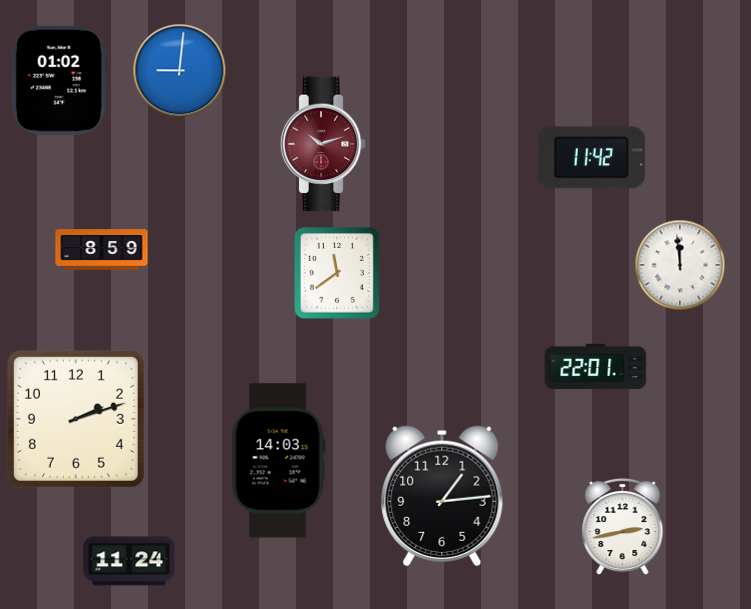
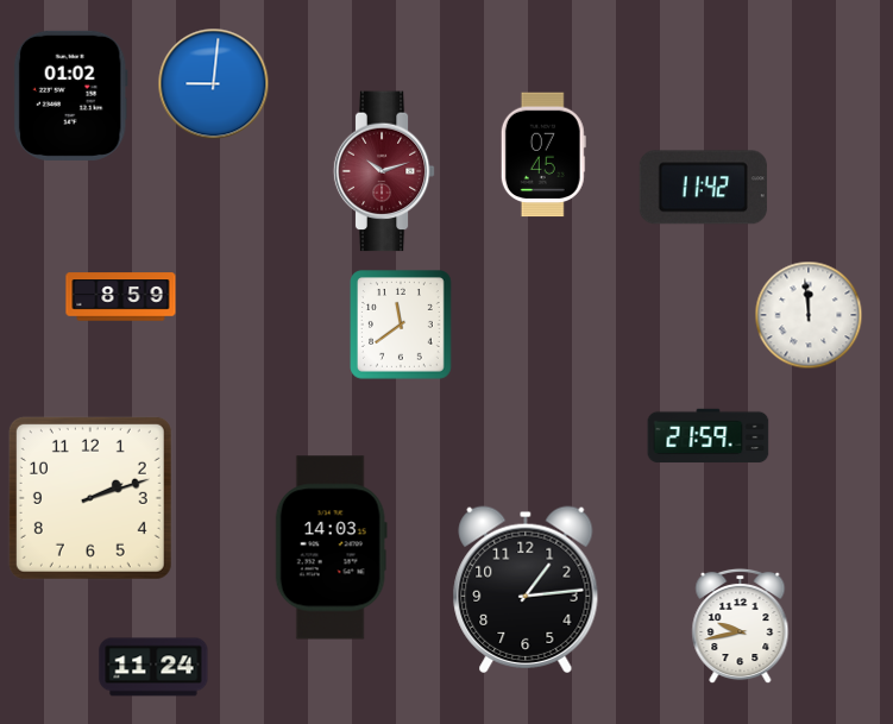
clock at (543, 155): none -> 07:45
clock at (596, 367): 22:01 -> 21:59
clock at (623, 527): 2:43 -> 9:43
